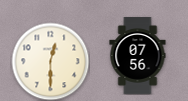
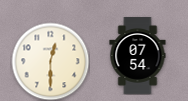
clock at (138, 55): 07:56 -> 07:54
